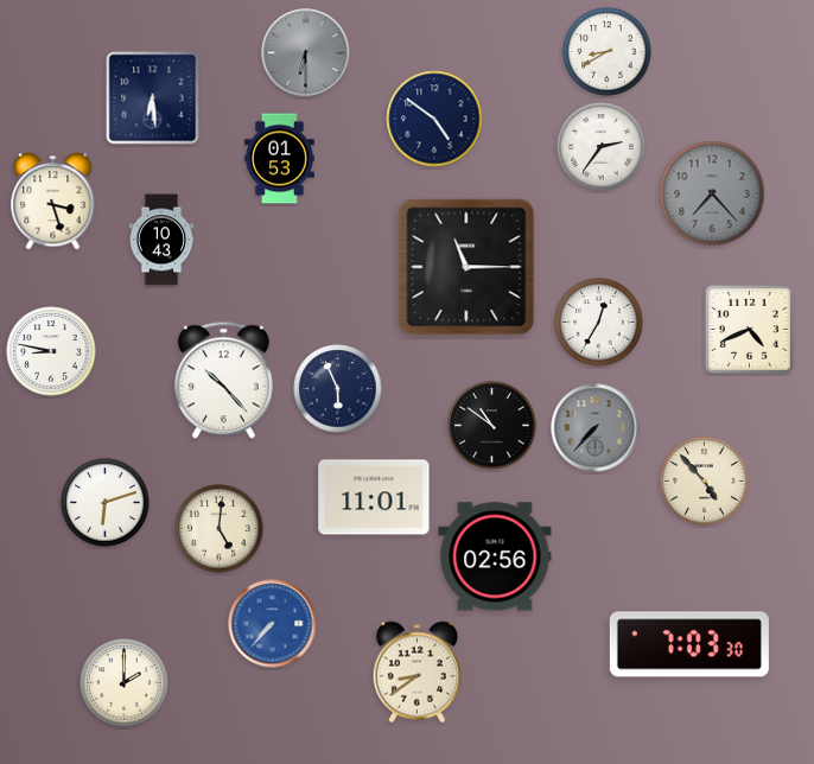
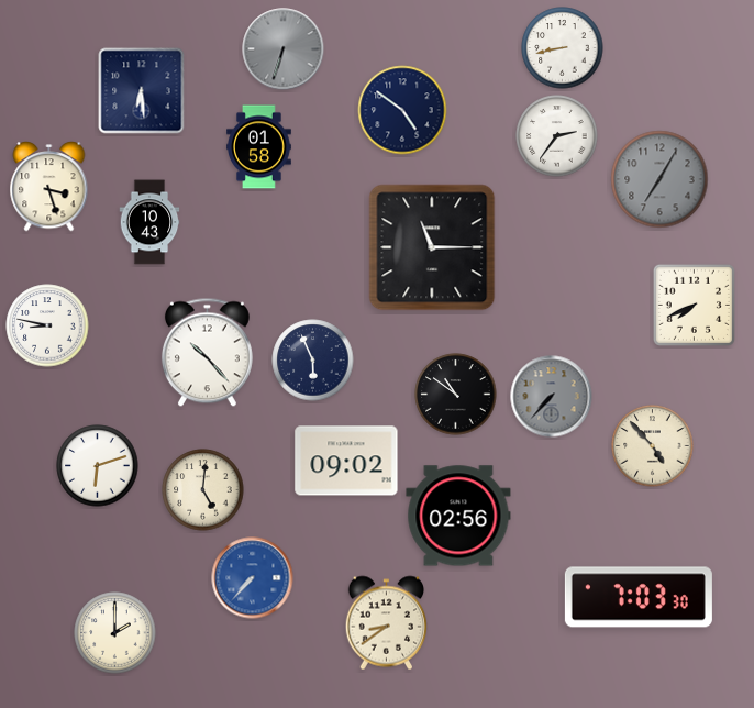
clock at (608, 52): 8:40 -> 8:43
clock at (306, 53): 6:30 -> 6:33
clock at (280, 159): 01:53 -> 01:58
clock at (712, 193): 7:23 -> 7:05
clock at (599, 323): 12:35 -> none
clock at (749, 329): 4:41 -> 7:41
clock at (374, 497): 11:01 -> 09:02
